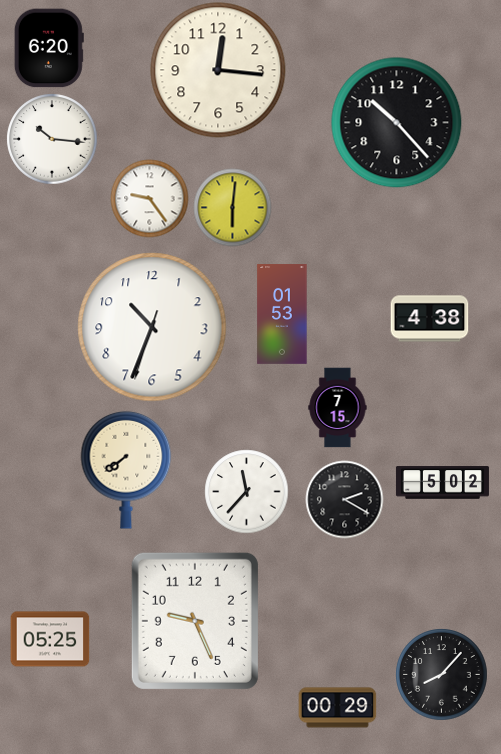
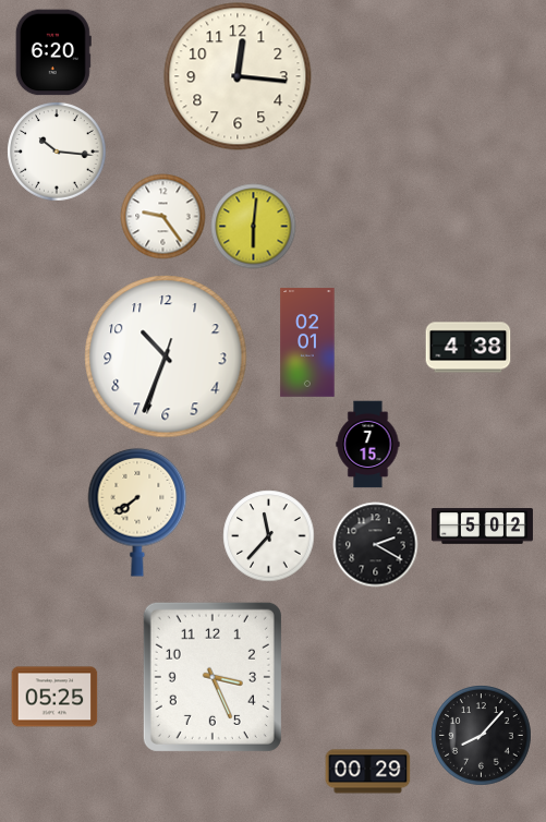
clock at (397, 123): 10:23 -> none
clock at (282, 314): 01:53 -> 02:01
clock at (195, 621): 9:26 -> 3:26
